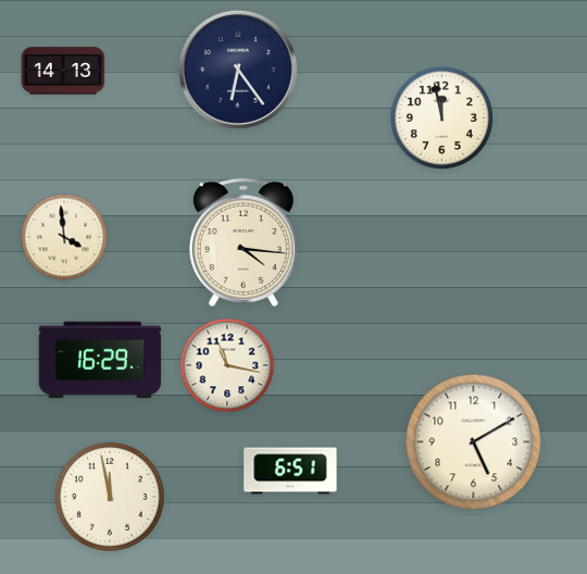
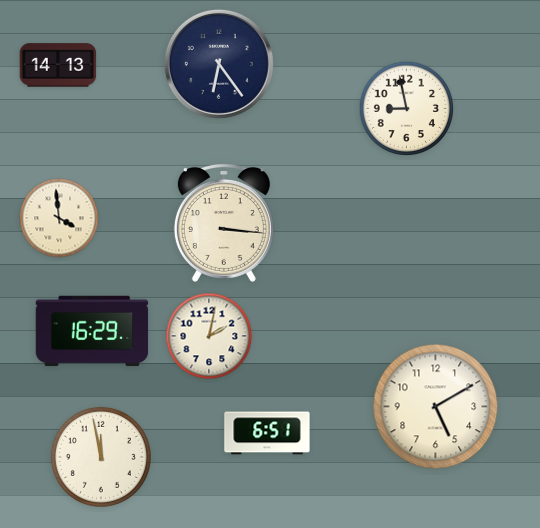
clock at (442, 118): 11:58 -> 8:58
clock at (243, 242): 4:16 -> 3:16
clock at (227, 365): 11:17 -> 2:02
